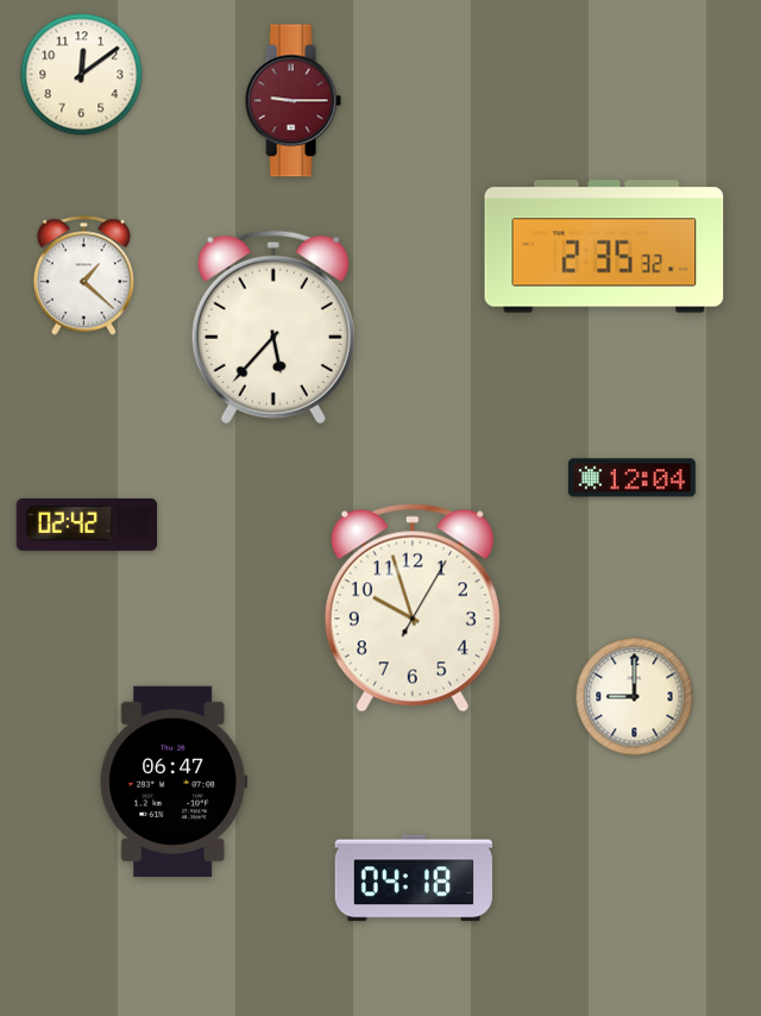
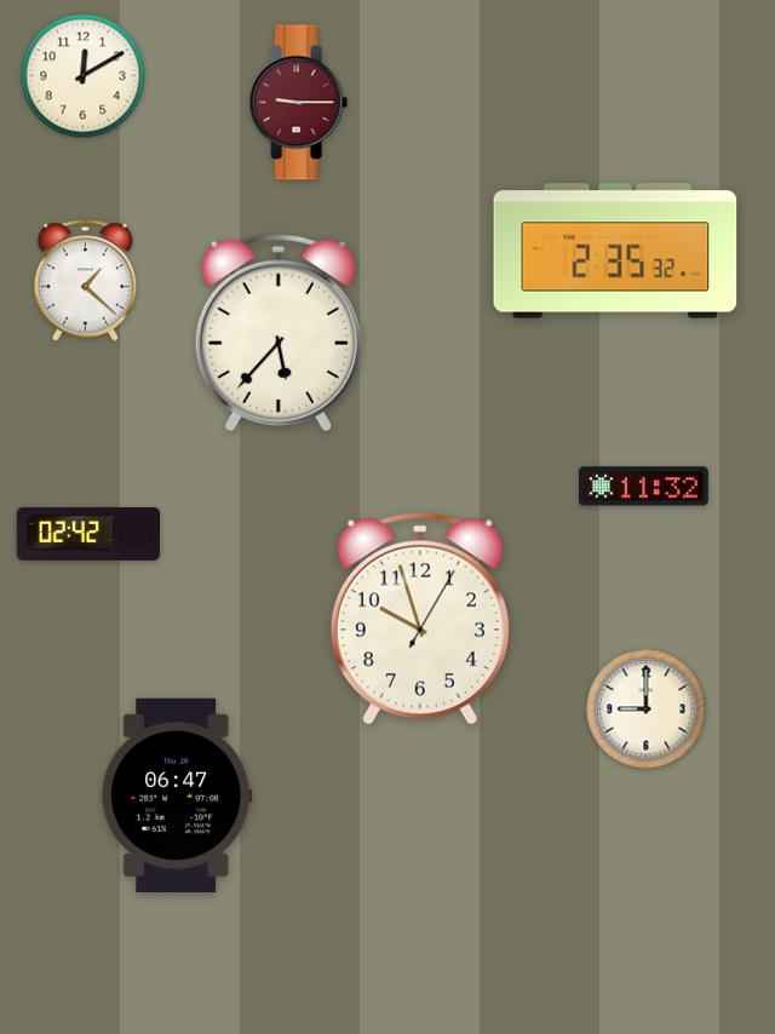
clock at (82, 75): 12:09 -> 12:10
clock at (631, 478): 12:04 -> 11:32
clock at (413, 878): 04:18 -> none
